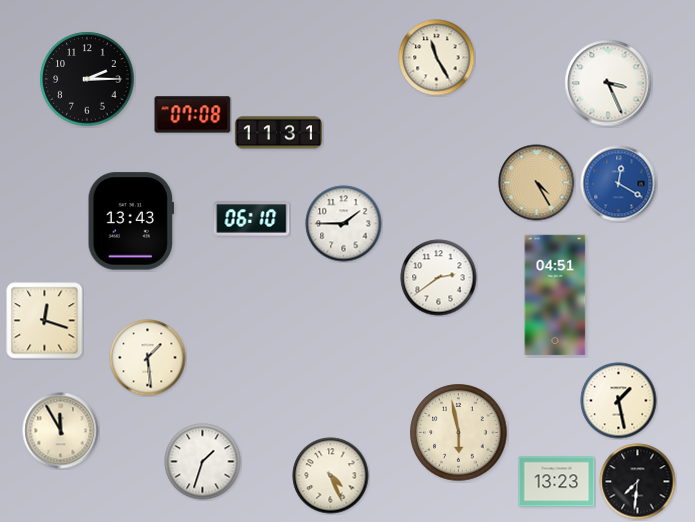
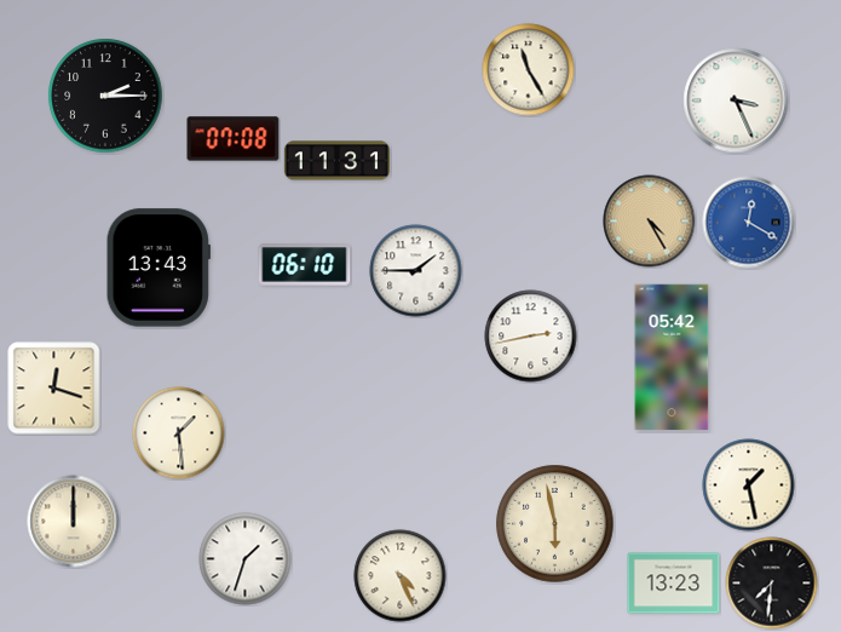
clock at (439, 278): 2:39 -> 2:43
clock at (555, 295): 04:51 -> 05:42
clock at (61, 431): 11:55 -> 12:00
